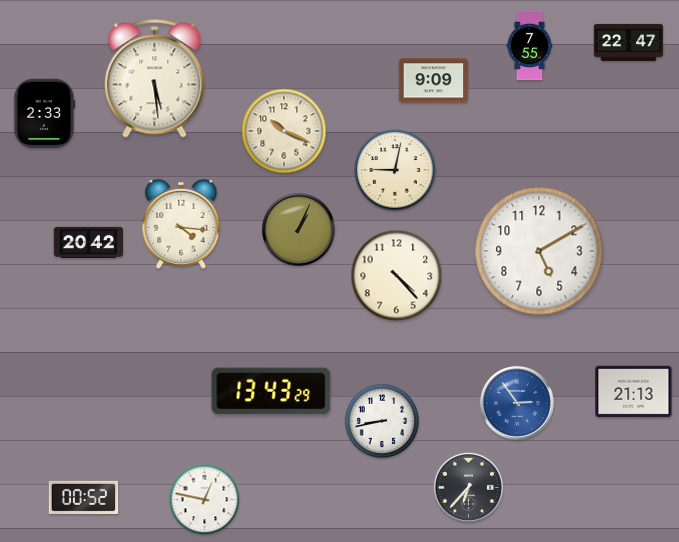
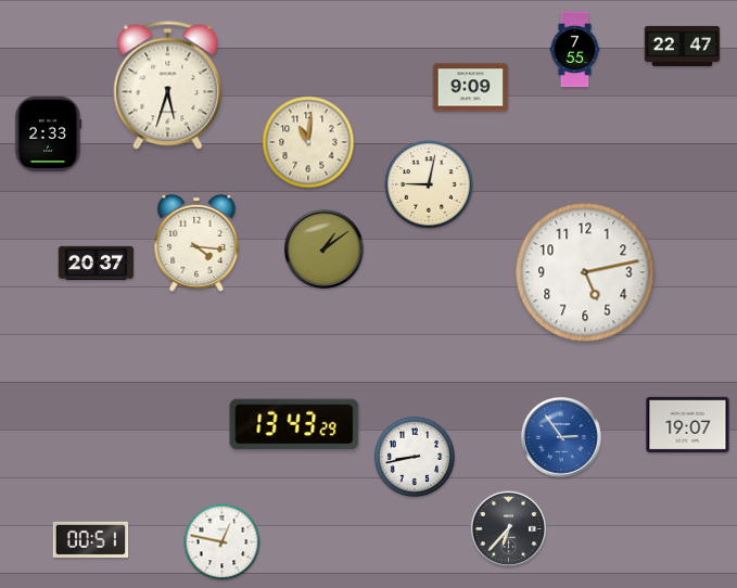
clock at (155, 79): 5:29 -> 5:33
clock at (44, 114) position: (44, 114) -> (48, 135)
clock at (284, 131): 10:19 -> 11:01
clock at (298, 229): 1:04 -> 1:09
clock at (89, 243): 20:42 -> 20:37
clock at (539, 251): 5:10 -> 5:13
clock at (397, 276): 4:23 -> none
clock at (634, 392): 21:13 -> 19:07
clock at (84, 497): 00:52 -> 00:51
